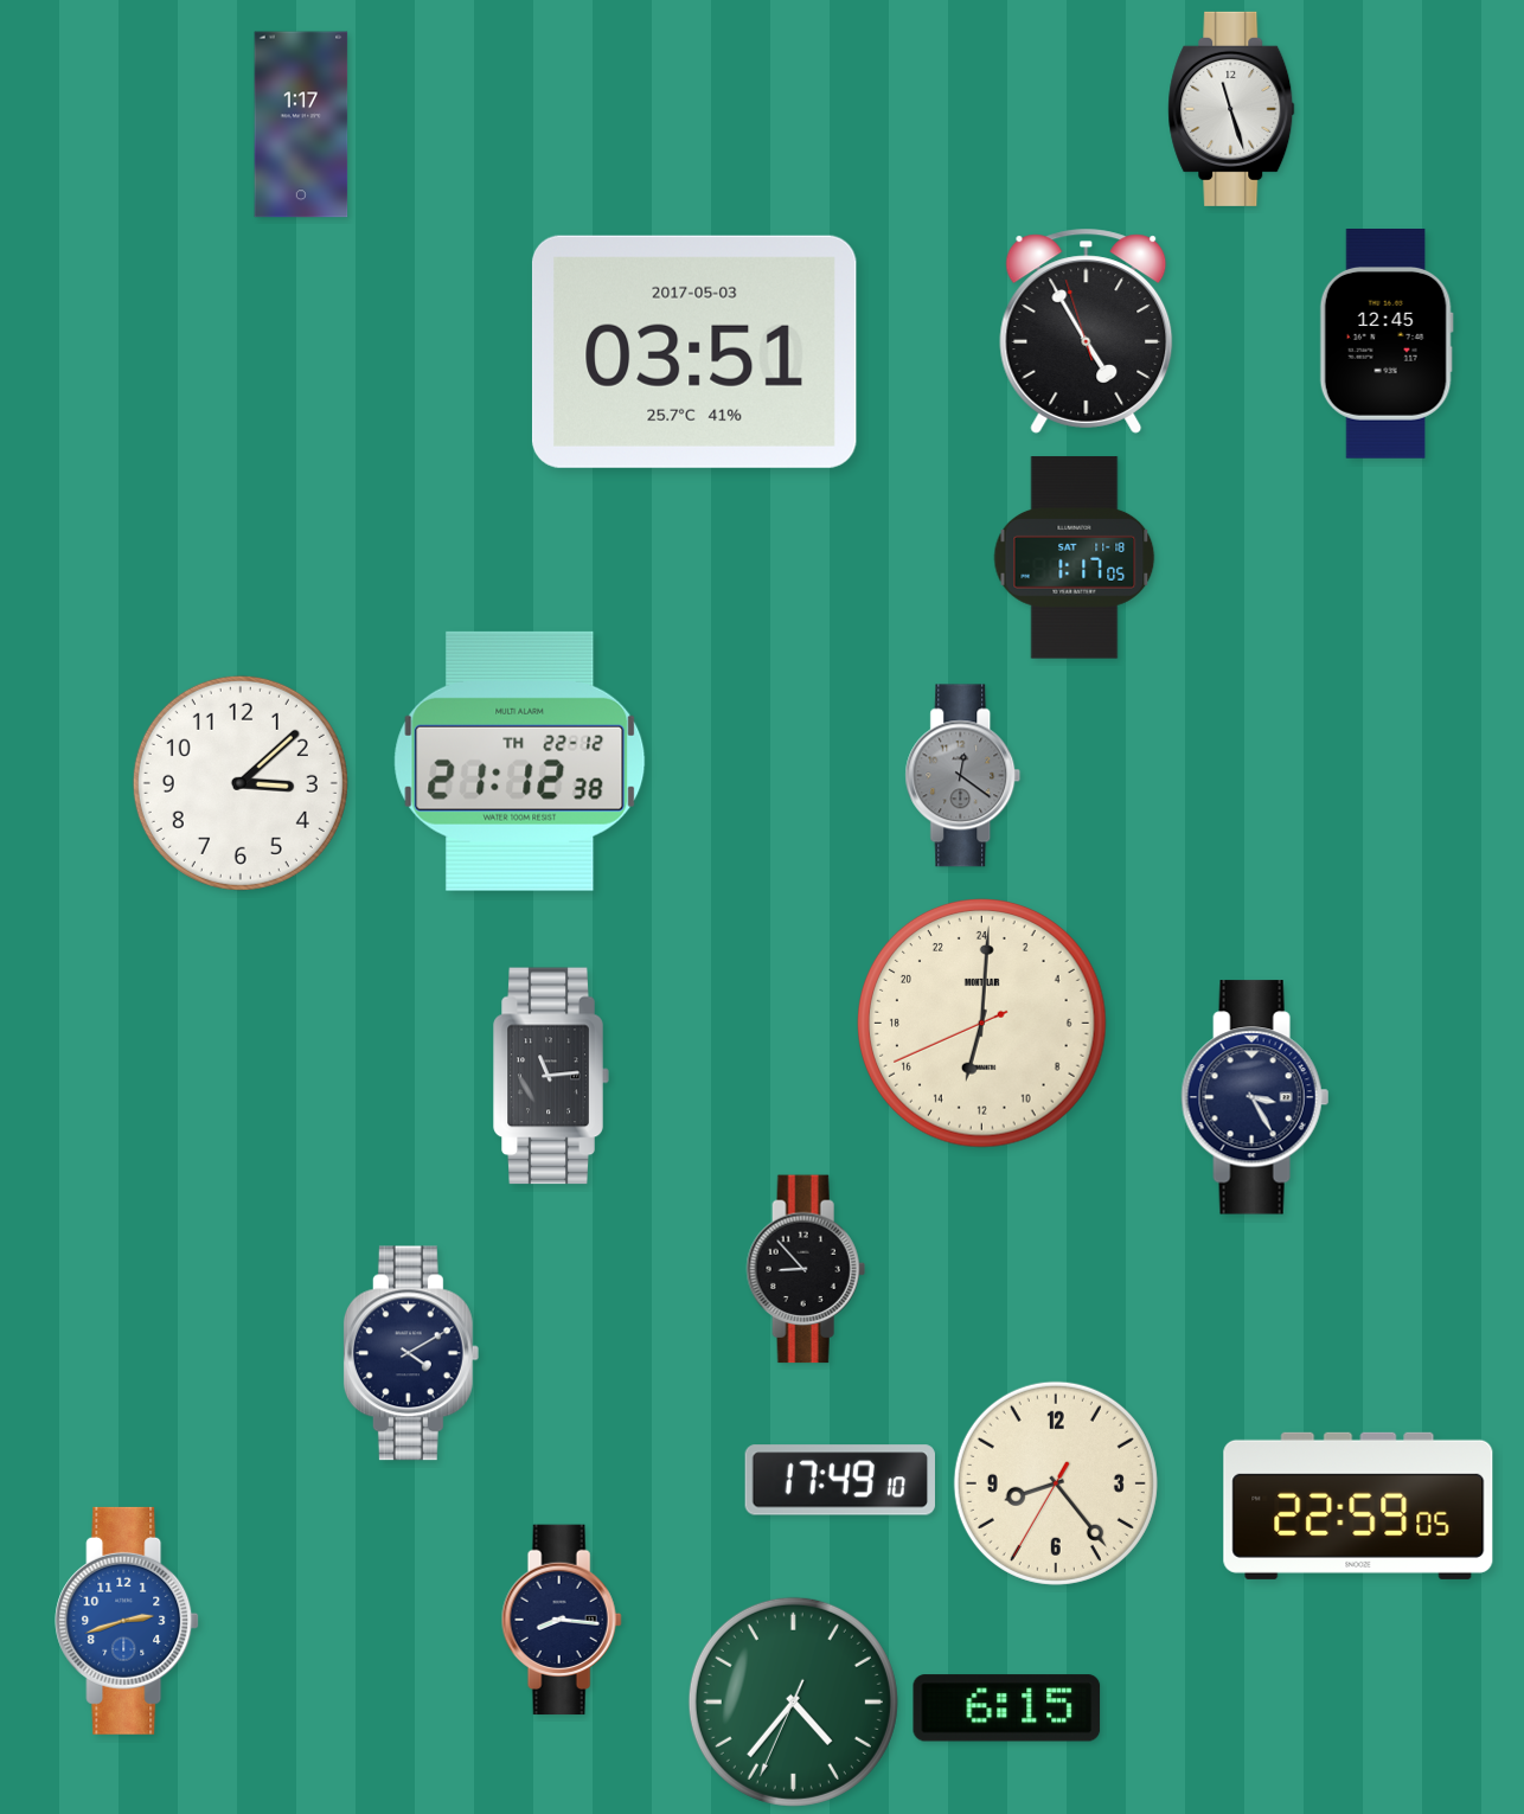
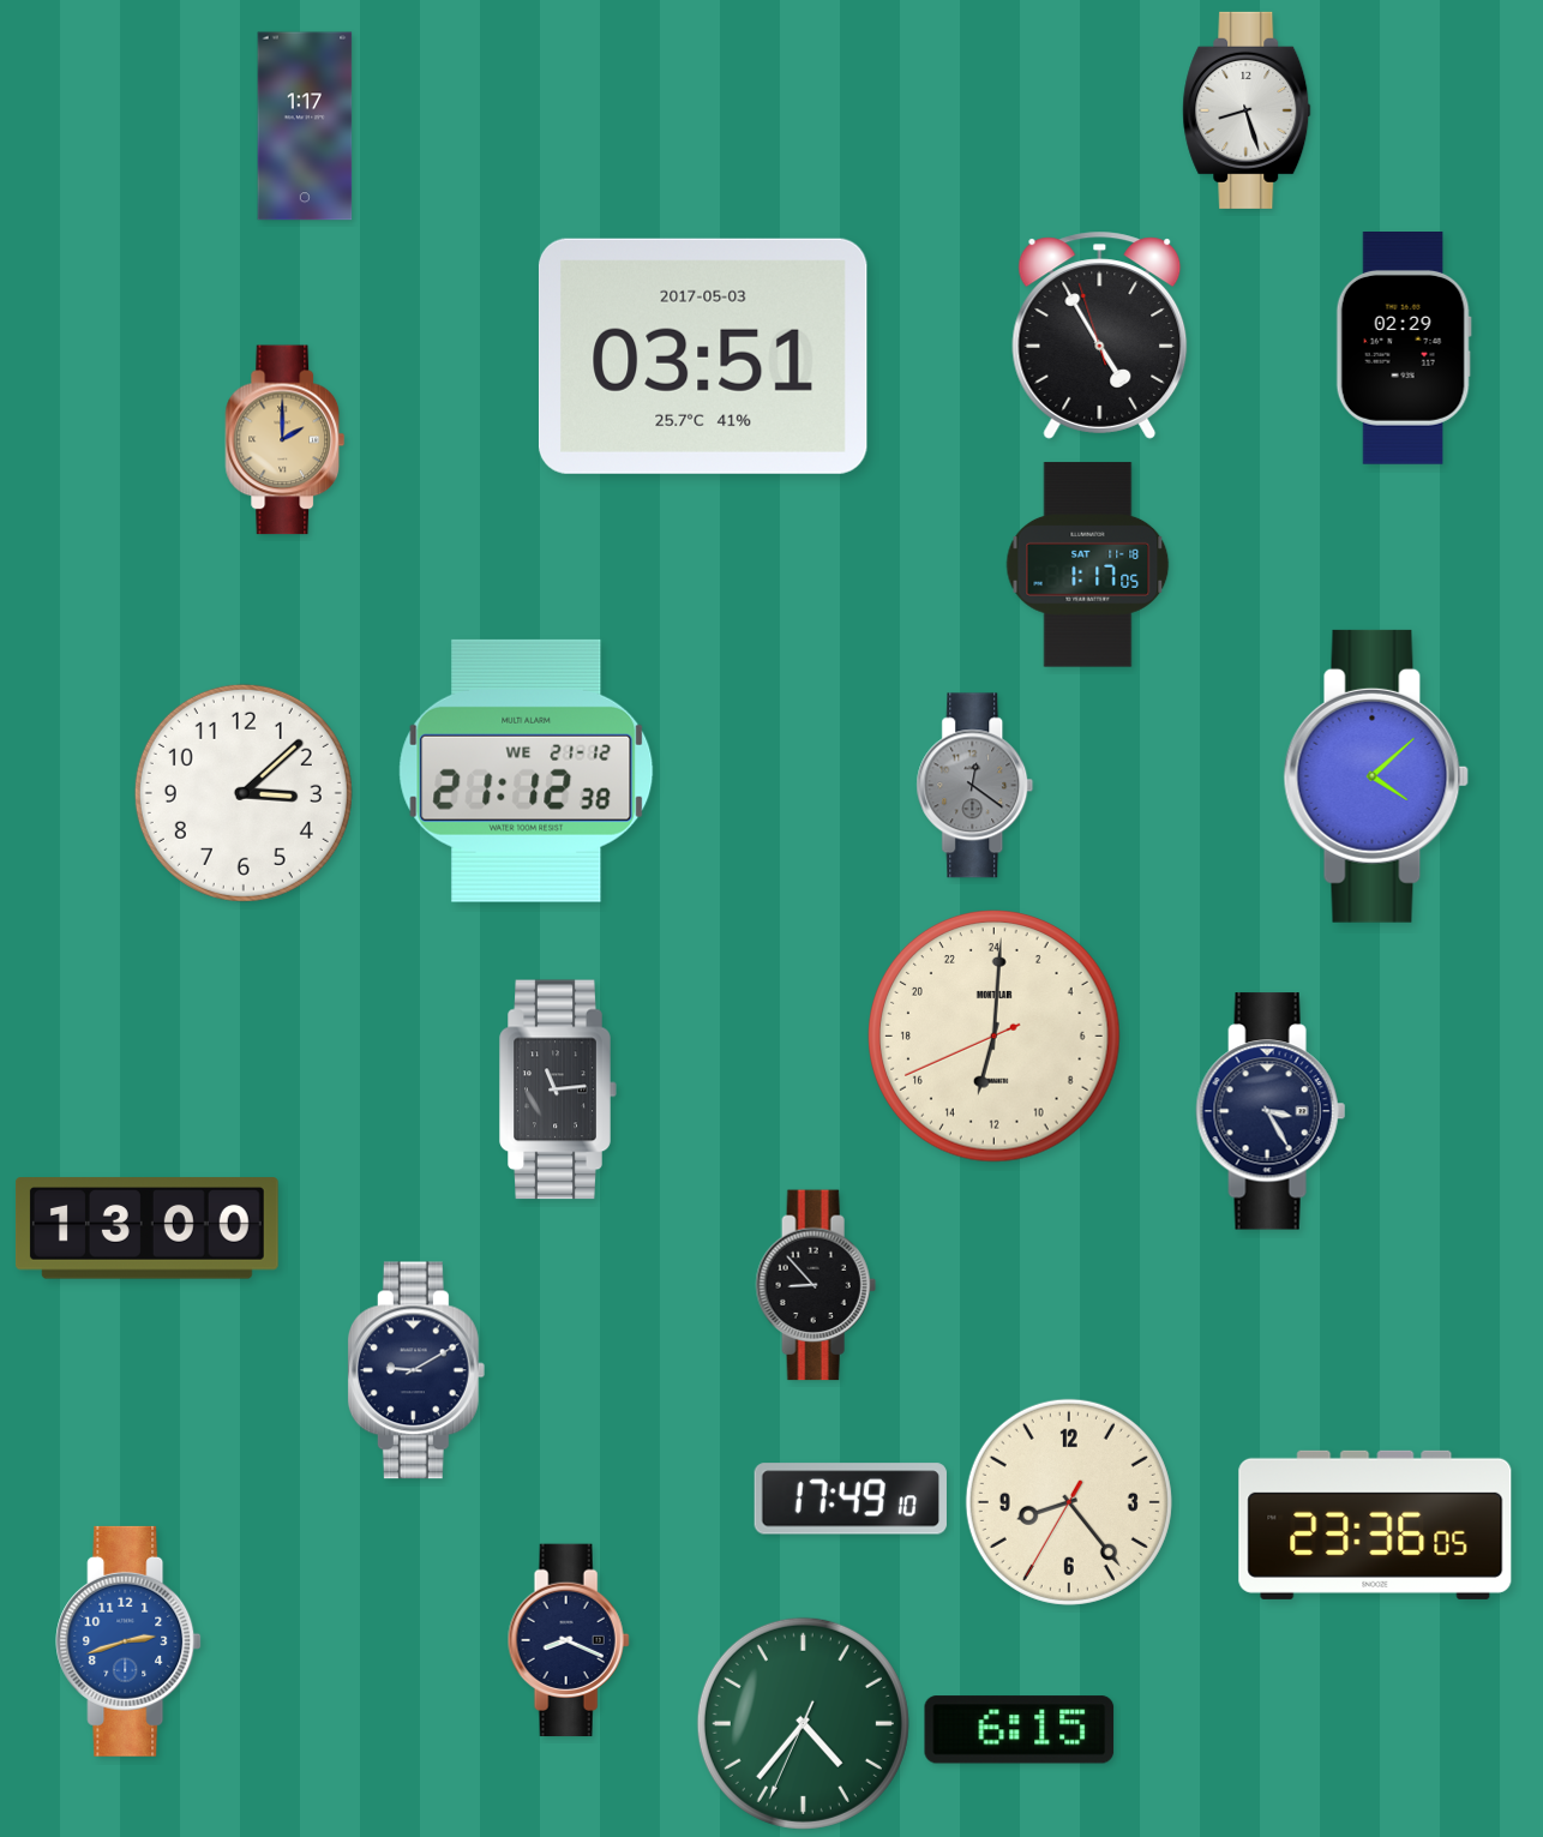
clock at (1231, 109): 11:27 -> 8:27
clock at (1387, 345): 12:45 -> 02:29
clock at (286, 440): none -> 2:00
clock at (520, 761) date: TH 22-12 -> WE 21-12
clock at (1376, 776): none -> 4:08
clock at (146, 1229): none -> 13:00
clock at (411, 1353): 4:10 -> 9:10
clock at (1358, 1506): 22:59 -> 23:36
clock at (562, 1620): 8:16 -> 8:19
